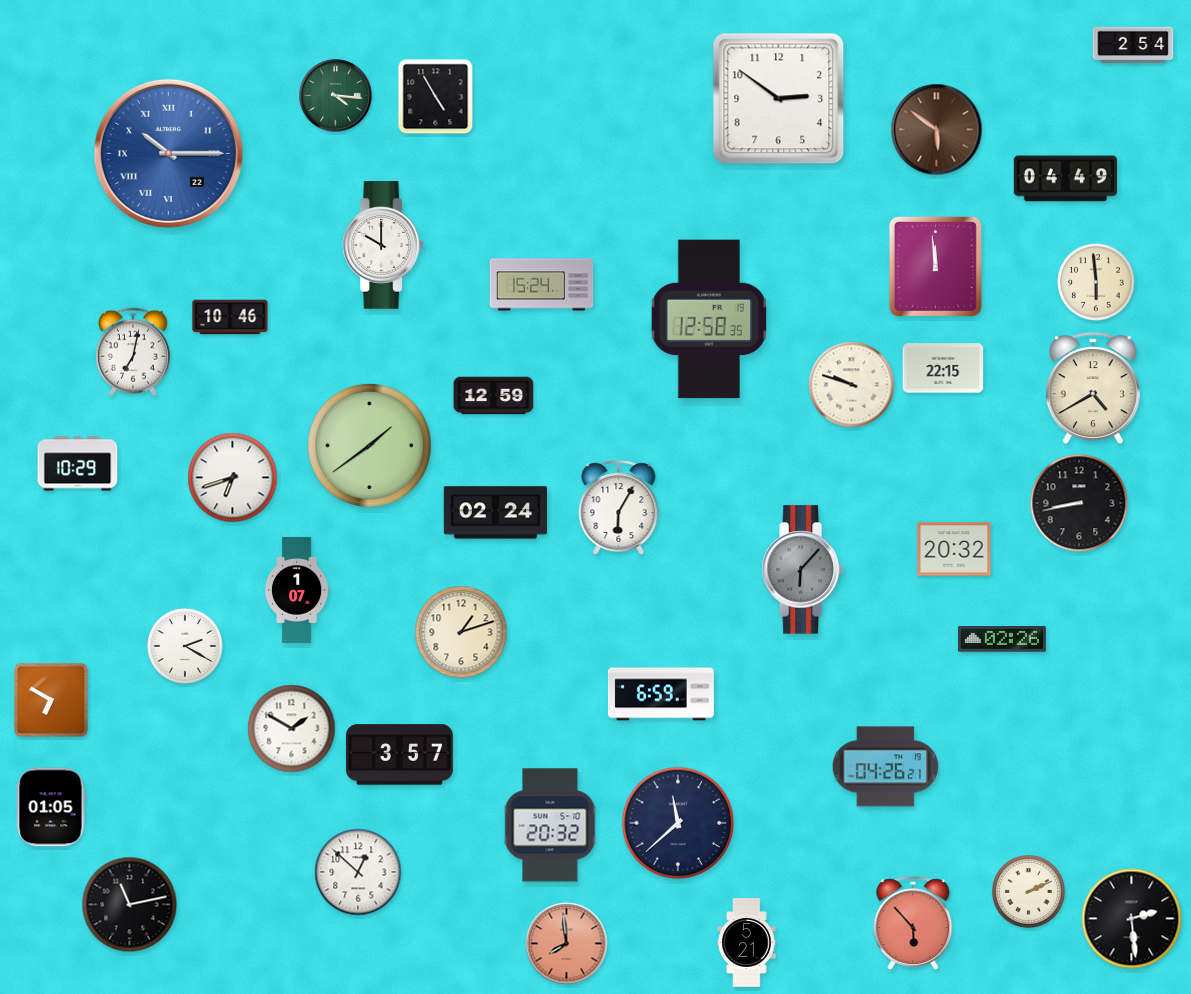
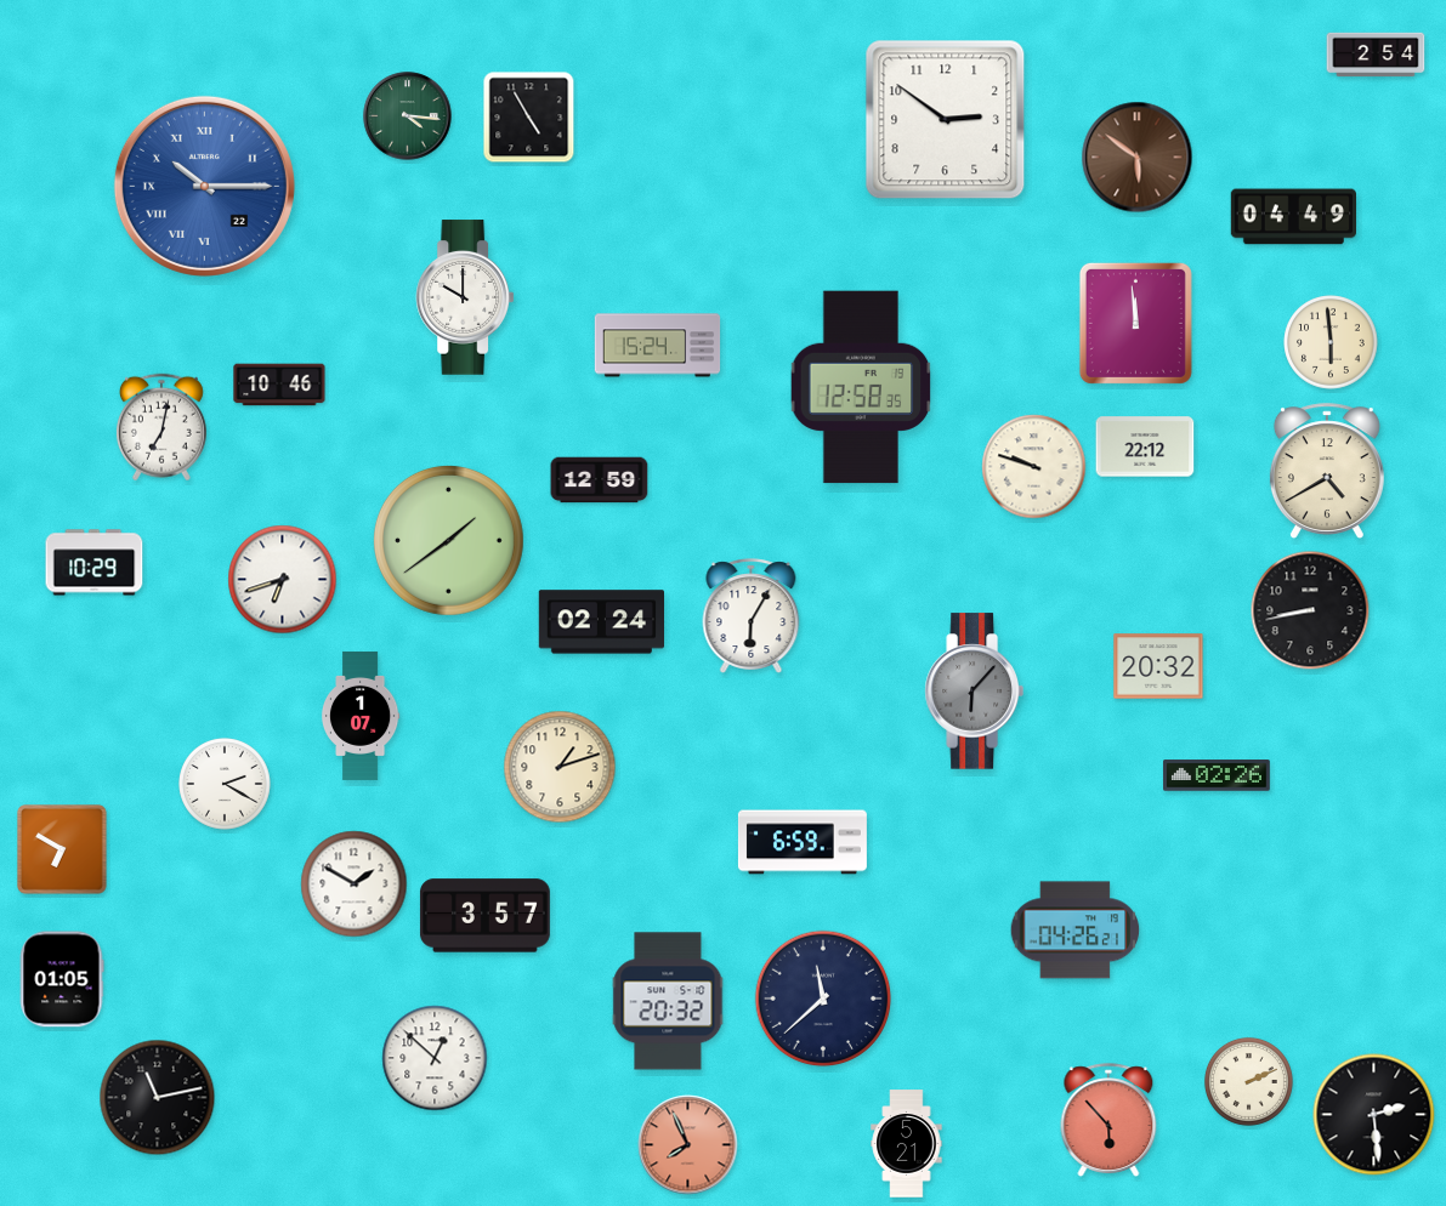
clock at (943, 368): 22:15 -> 22:12
clock at (567, 944): 7:59 -> 7:56
